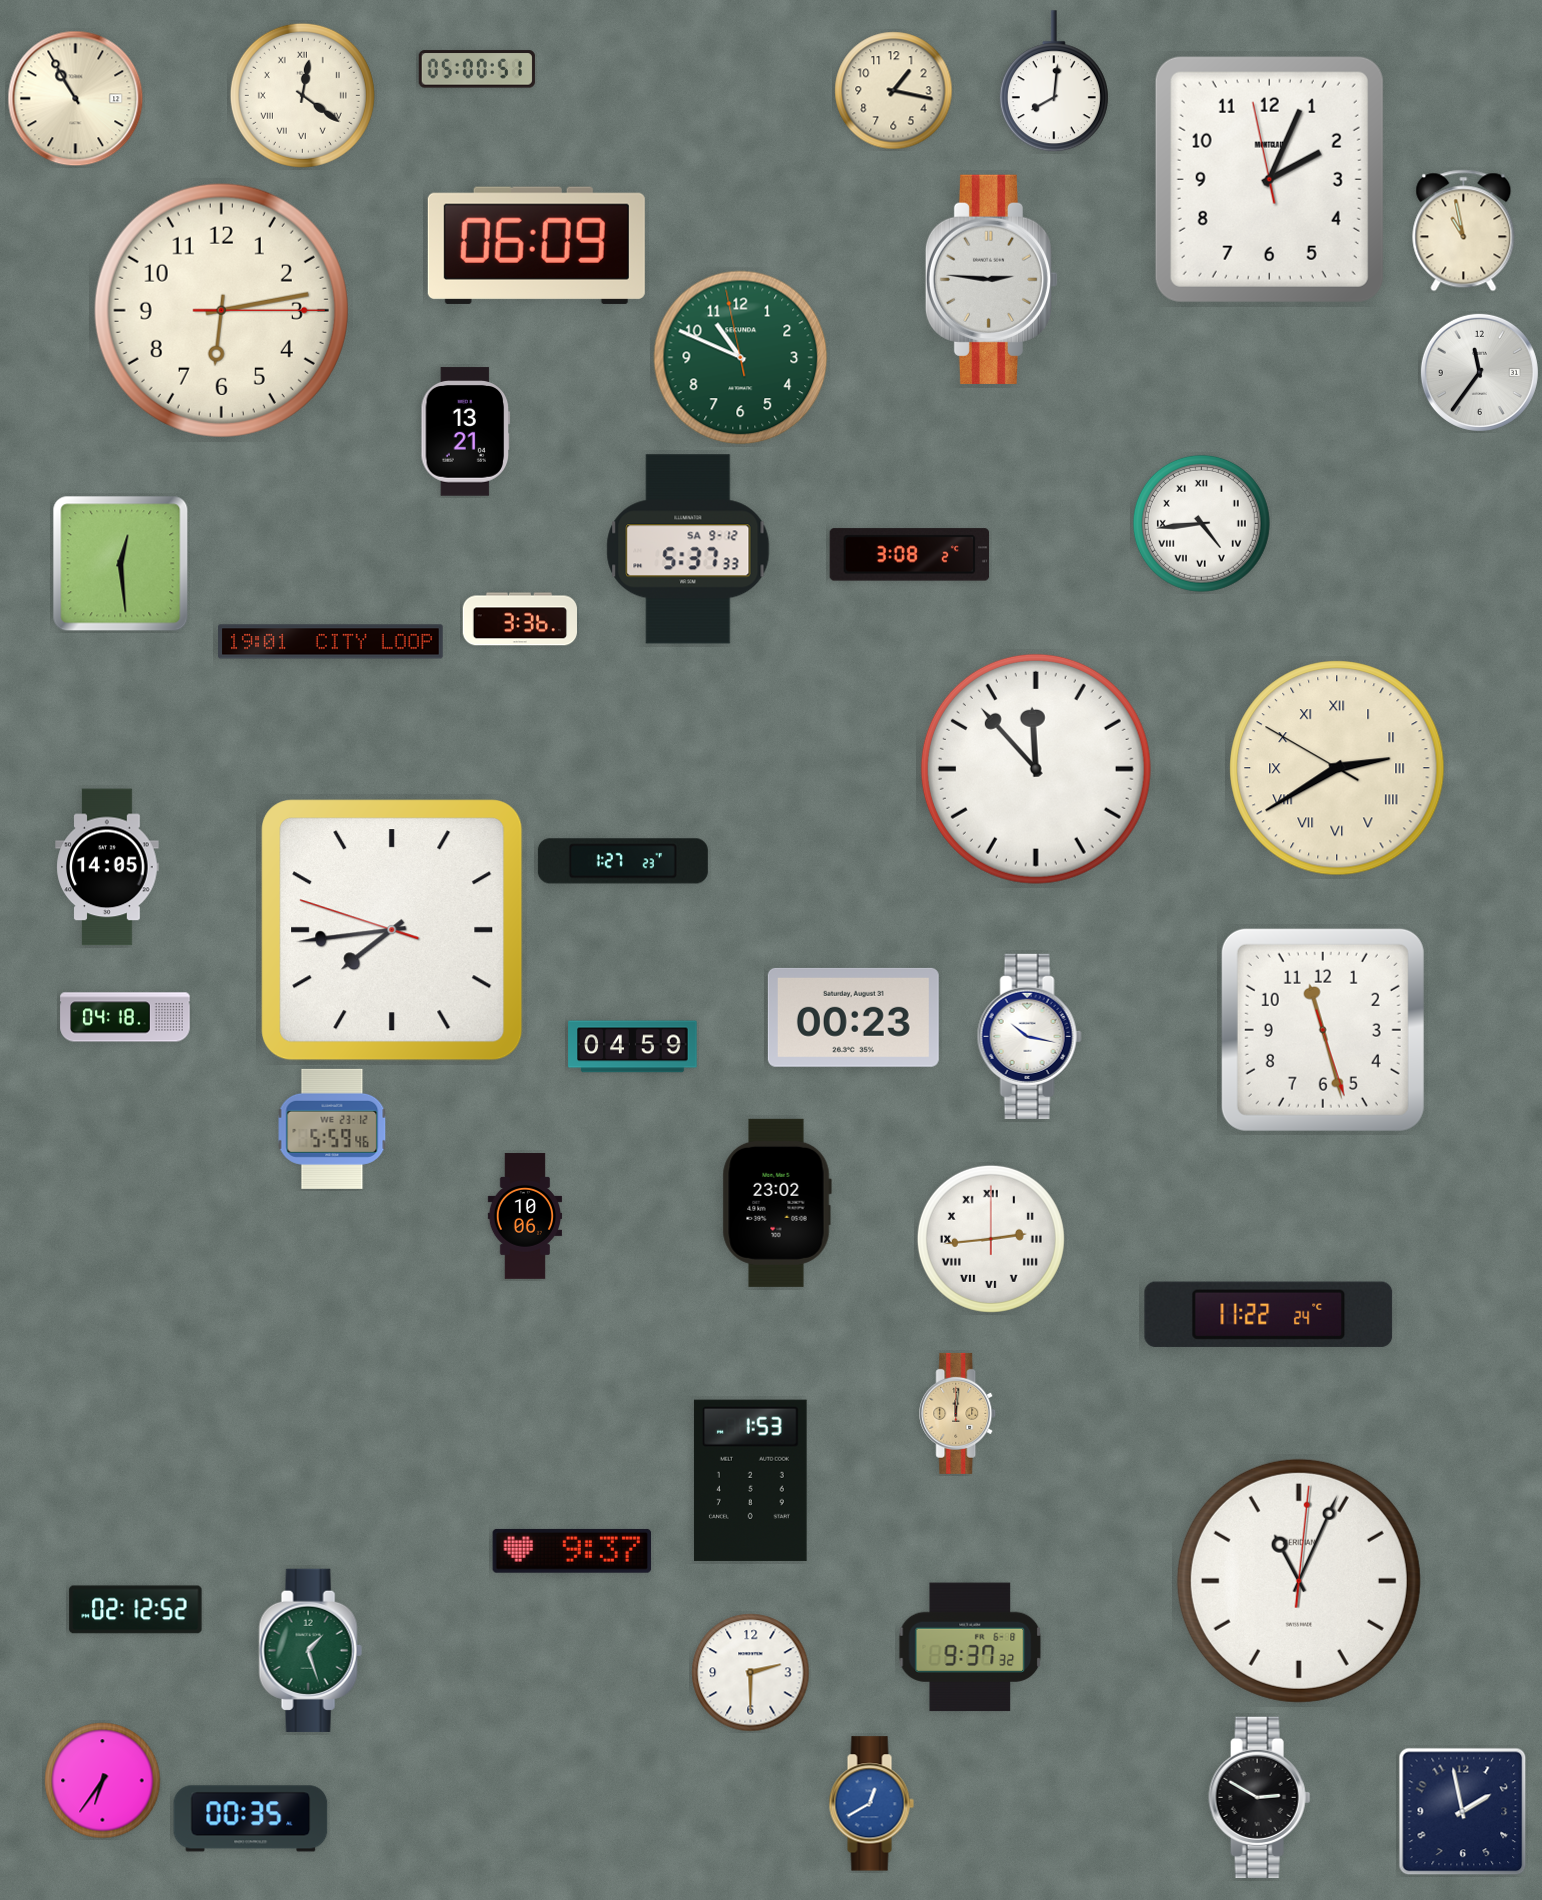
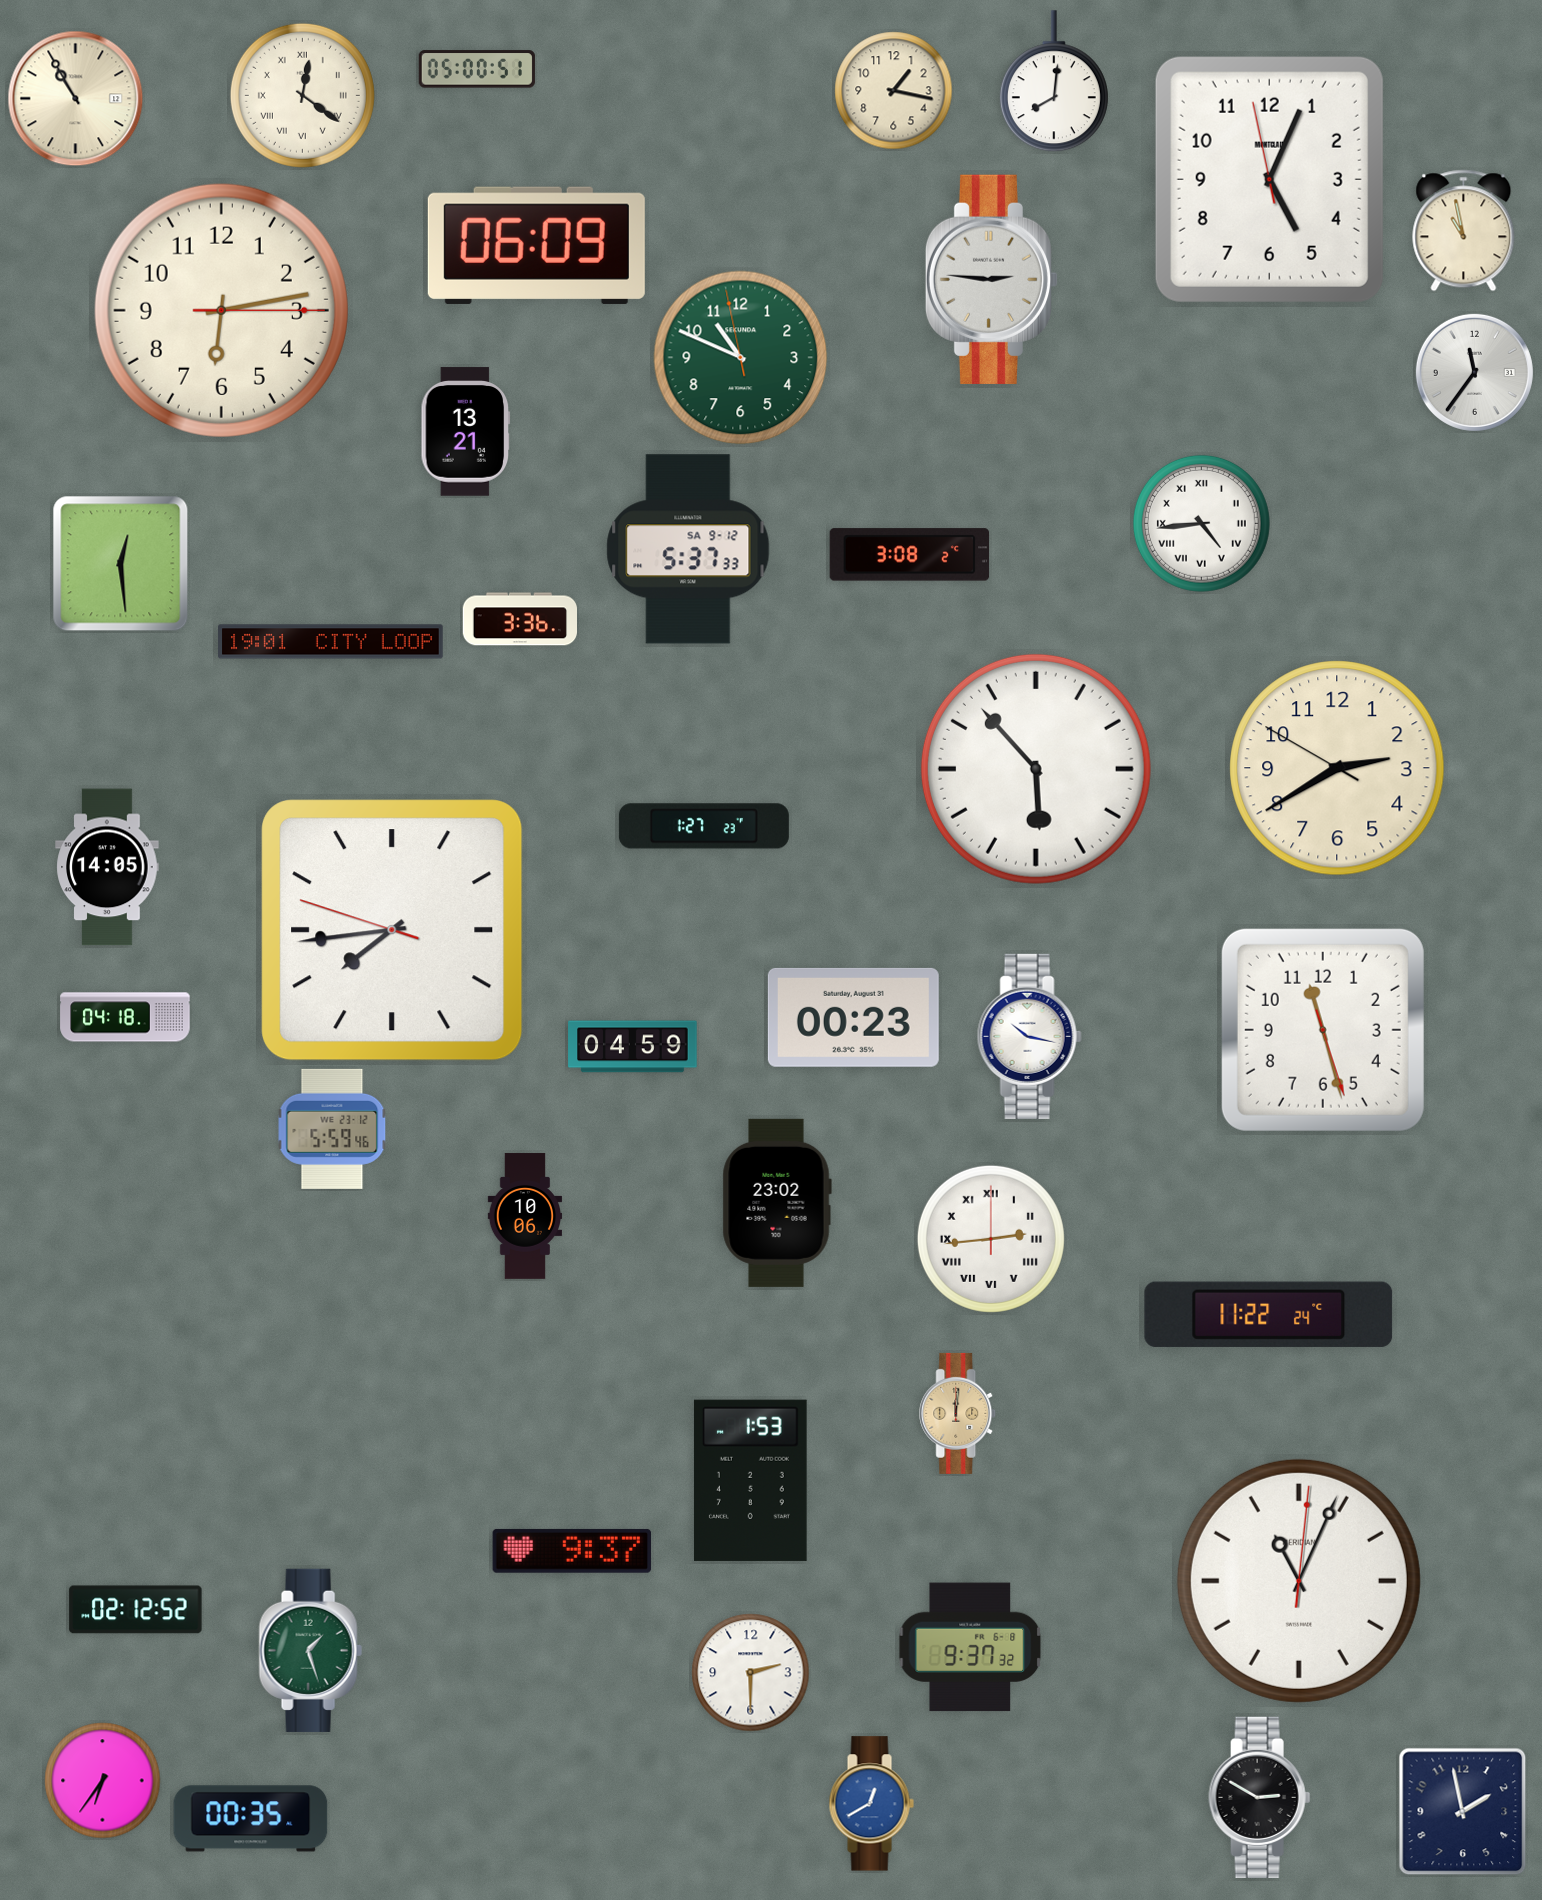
clock at (1269, 179): 2:03 -> 5:03
clock at (1479, 372) position: (1479, 372) -> (1474, 372)
clock at (1337, 768) numerals: Roman -> Arabic
clock at (1036, 769): 11:53 -> 5:53
clock at (623, 861) position: (623, 861) -> (704, 826)
